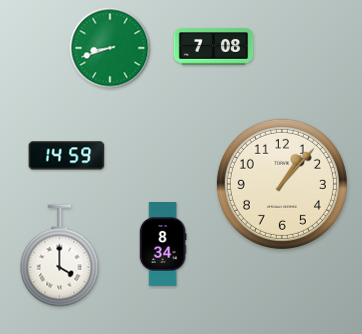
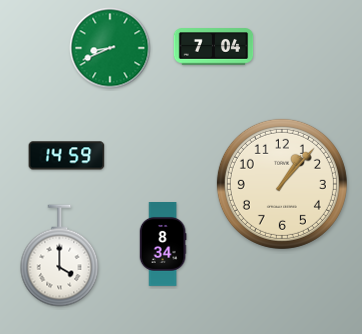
clock at (214, 47): 7:08 -> 7:04
clock at (110, 48): 8:42 -> 8:41
